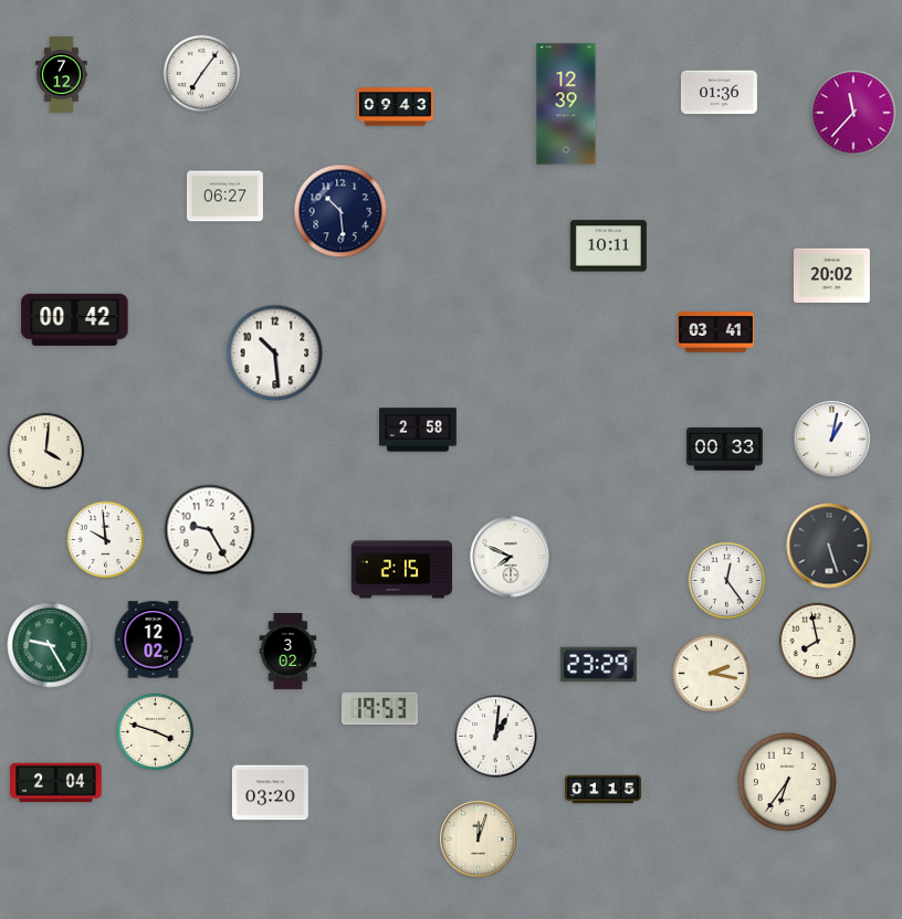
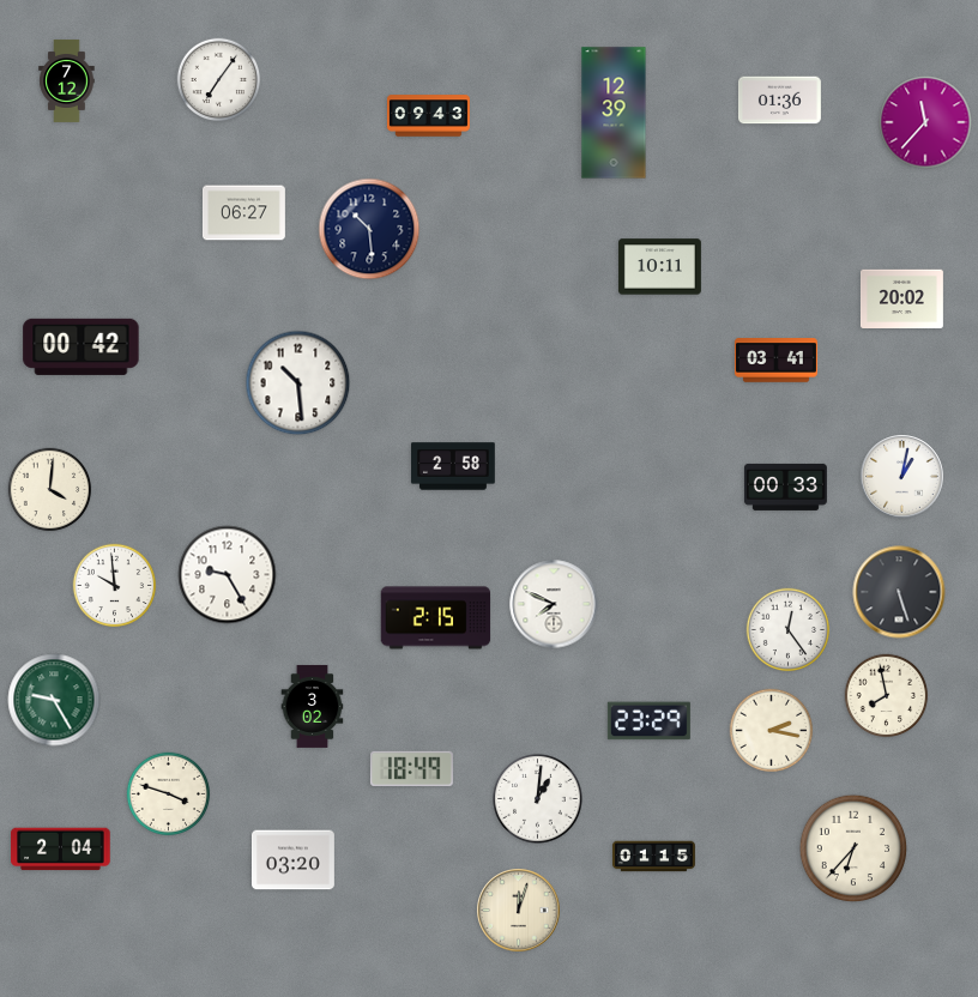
clock at (154, 640): 12:02 -> none
clock at (379, 708): 19:53 -> 18:49
clock at (787, 782): 6:36 -> 6:37
